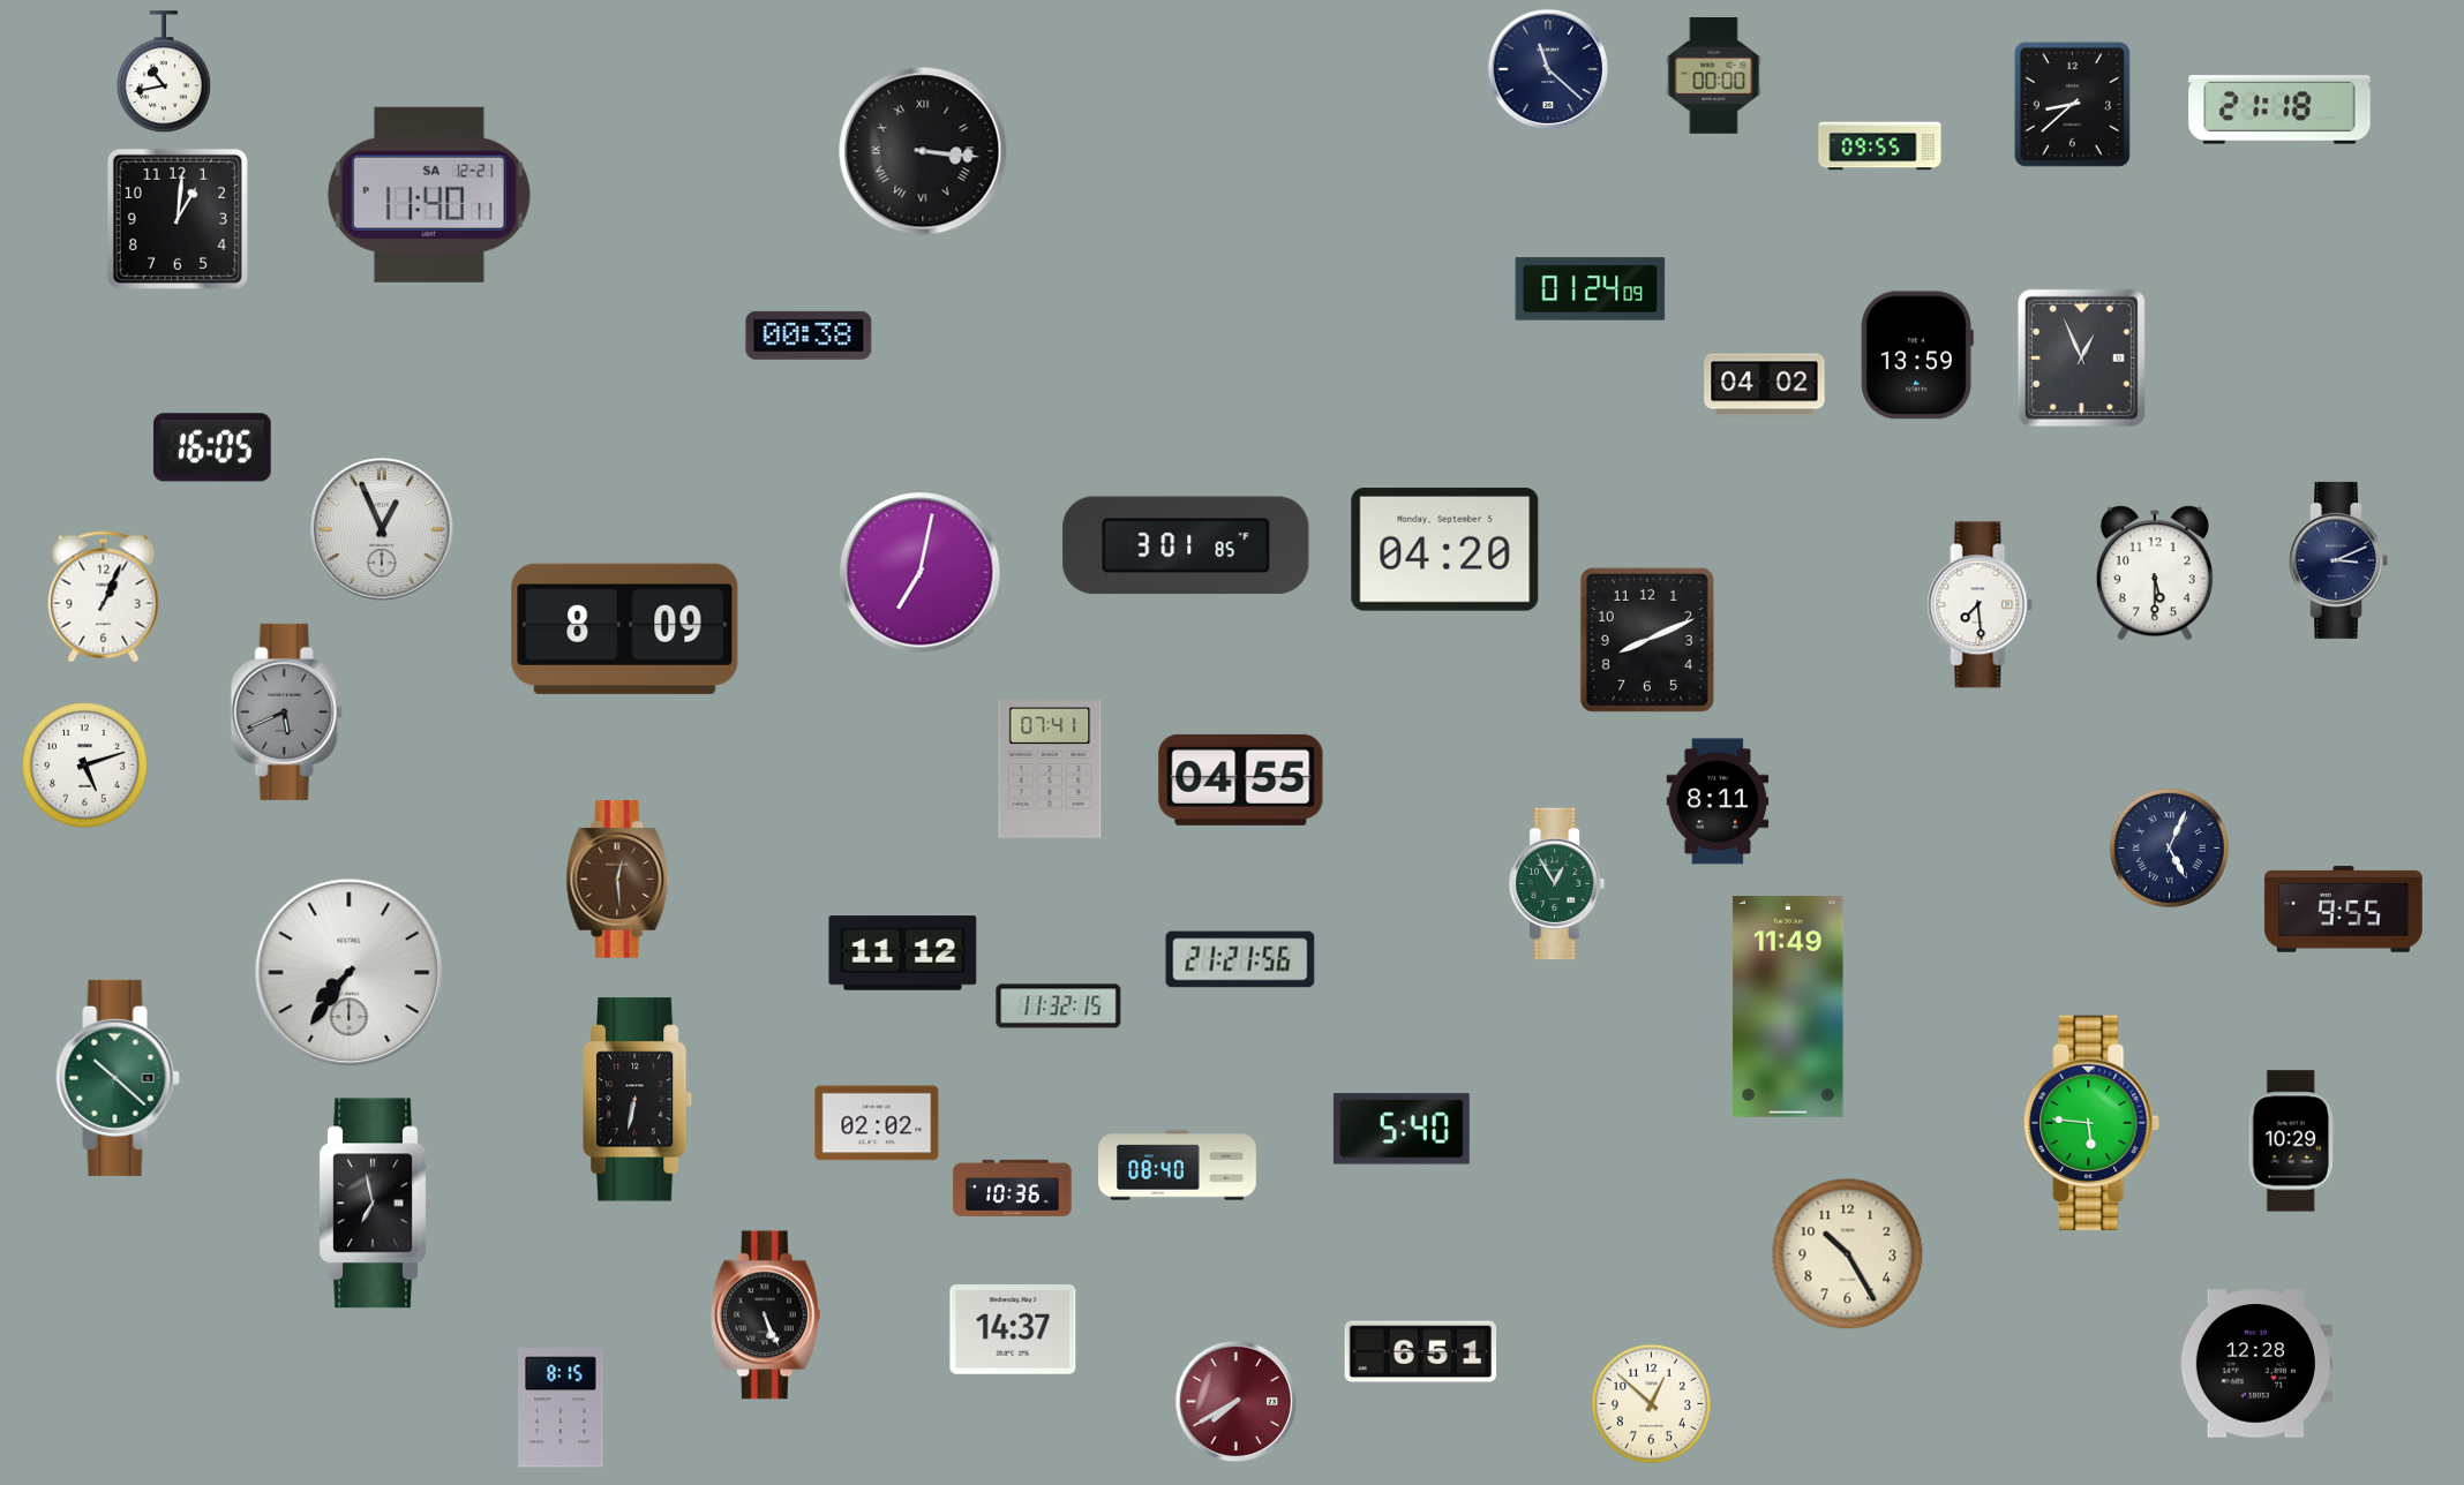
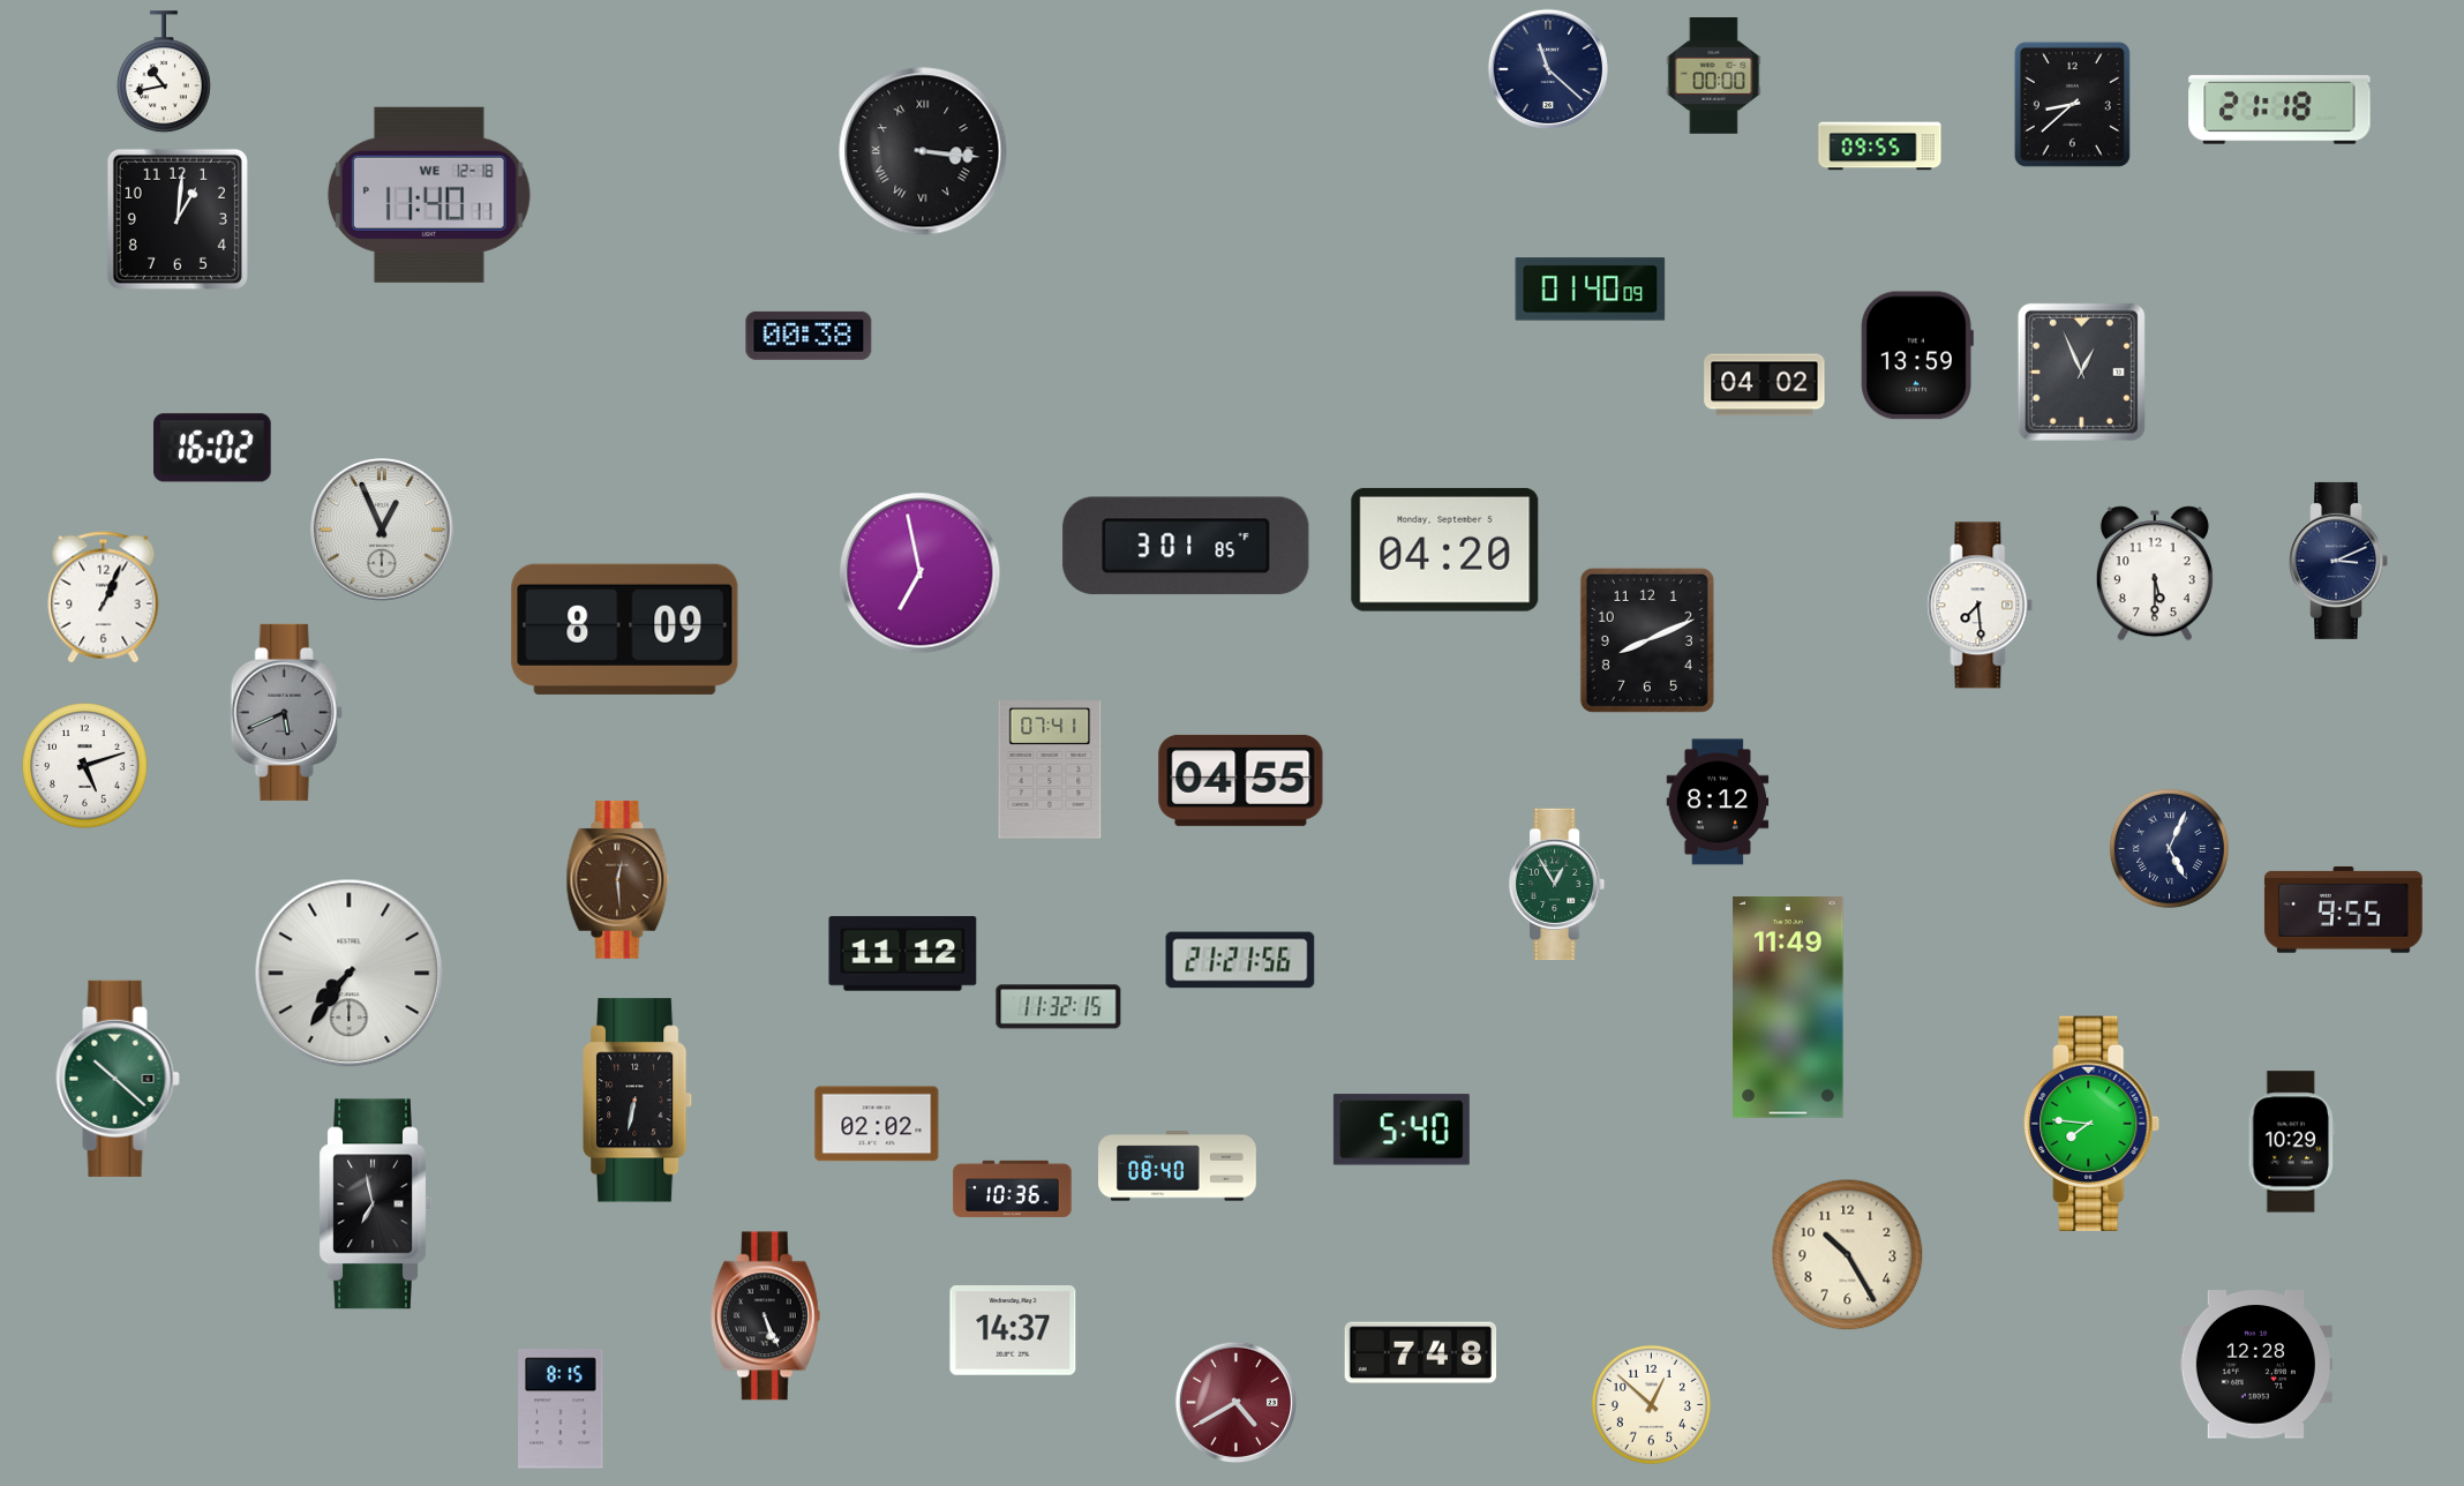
clock at (429, 195) date: SA 12-21 -> WE 12-18
clock at (1591, 289): 01:24 -> 01:40
clock at (2081, 357) position: (2081, 357) -> (2081, 371)
clock at (213, 447): 16:05 -> 16:02
clock at (921, 573): 7:02 -> 6:58
clock at (1718, 801): 8:11 -> 8:12
clock at (2093, 1123): 5:46 -> 7:46
clock at (1421, 1352): 6:51 -> 7:48
clock at (1235, 1401): 7:40 -> 4:40
